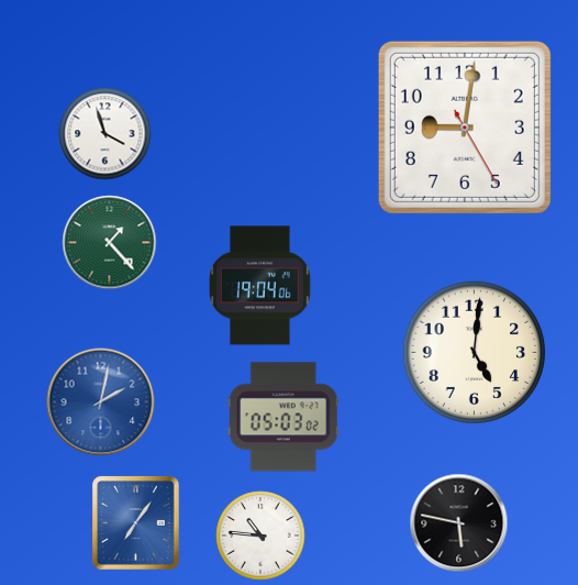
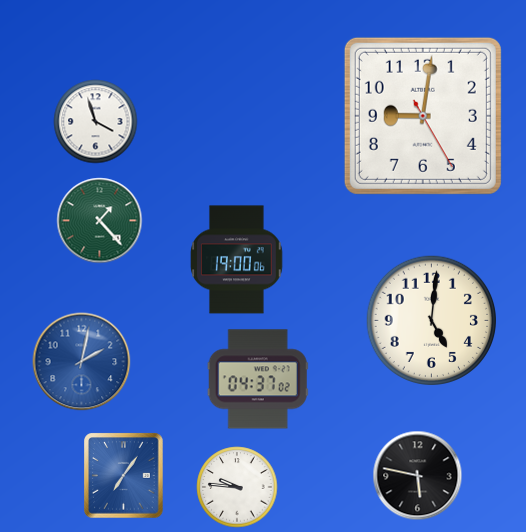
clock at (260, 286): 19:04 -> 19:00
clock at (101, 402) position: (101, 402) -> (82, 362)
clock at (284, 417): 05:03 -> 04:37
clock at (260, 536): 10:46 -> 9:46
